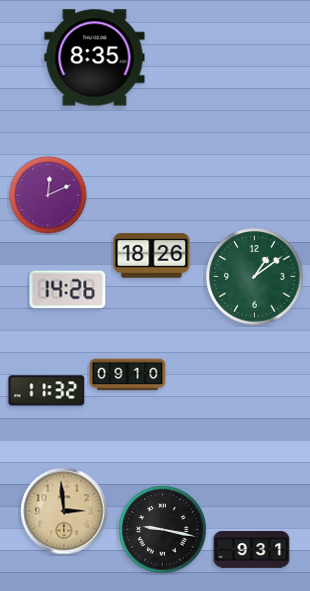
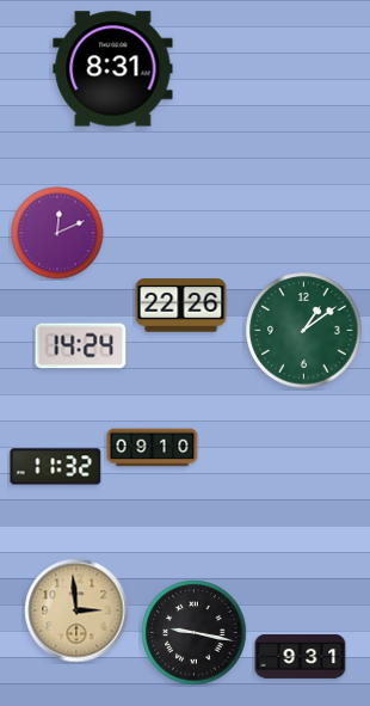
clock at (95, 58): 8:35 -> 8:31
clock at (152, 256): 18:26 -> 22:26
clock at (68, 290): 14:26 -> 14:24
